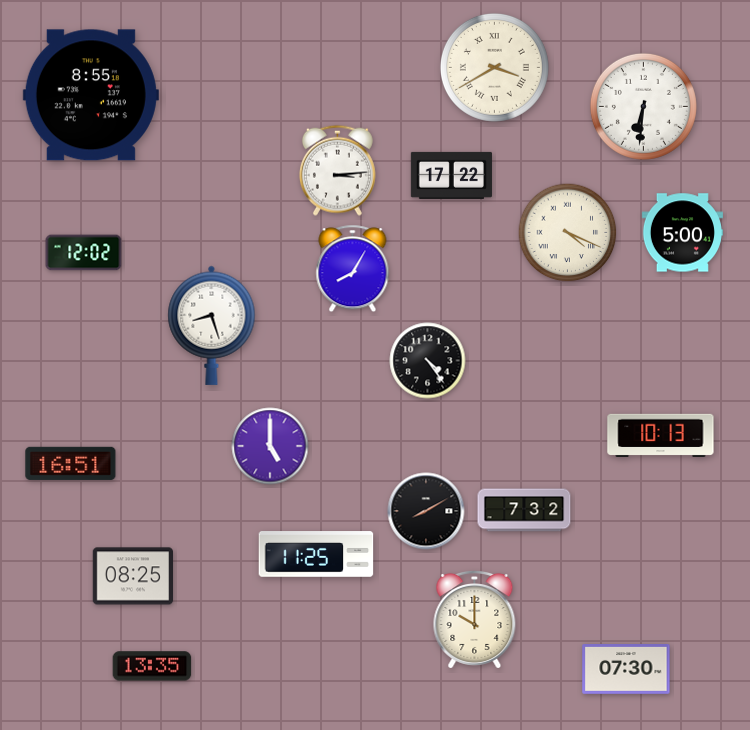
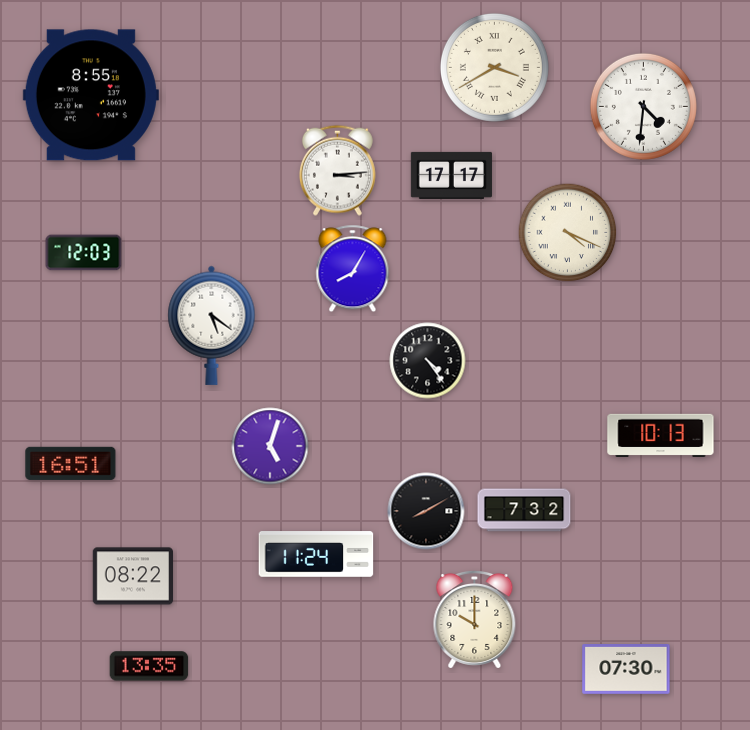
clock at (643, 106): 6:31 -> 4:31
clock at (451, 175): 17:22 -> 17:17
clock at (682, 233): 5:00 -> none
clock at (84, 253): 12:02 -> 12:03
clock at (212, 325): 8:27 -> 5:21
clock at (270, 446): 5:00 -> 5:03
clock at (316, 554): 11:25 -> 11:24
clock at (132, 576): 08:25 -> 08:22
clock at (152, 666) position: (152, 666) -> (149, 666)
